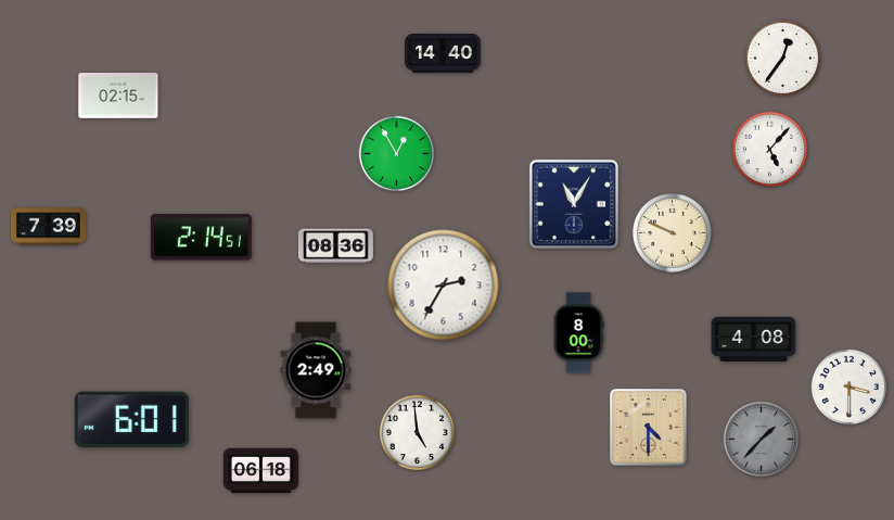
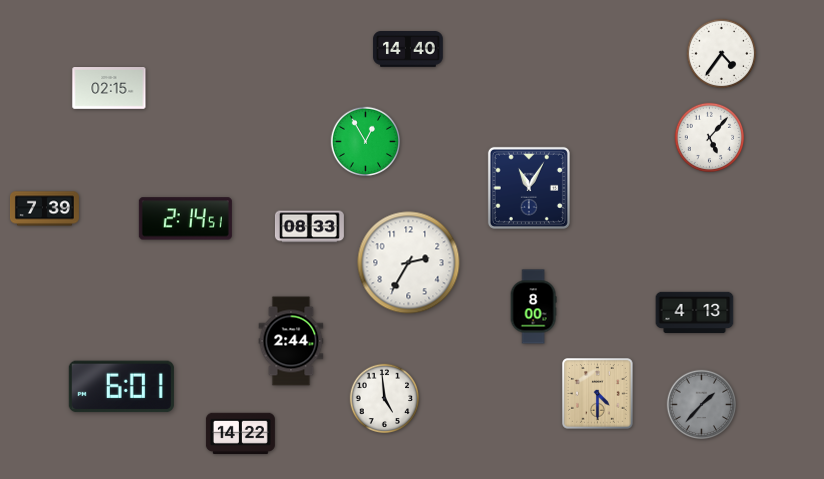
clock at (783, 59): 12:36 -> 4:36
clock at (672, 232): 9:49 -> none
clock at (335, 246): 08:36 -> 08:33
clock at (754, 340): 4:08 -> 4:13
clock at (316, 370): 2:49 -> 2:44
clock at (850, 388): 3:30 -> none
clock at (260, 470): 06:18 -> 14:22
